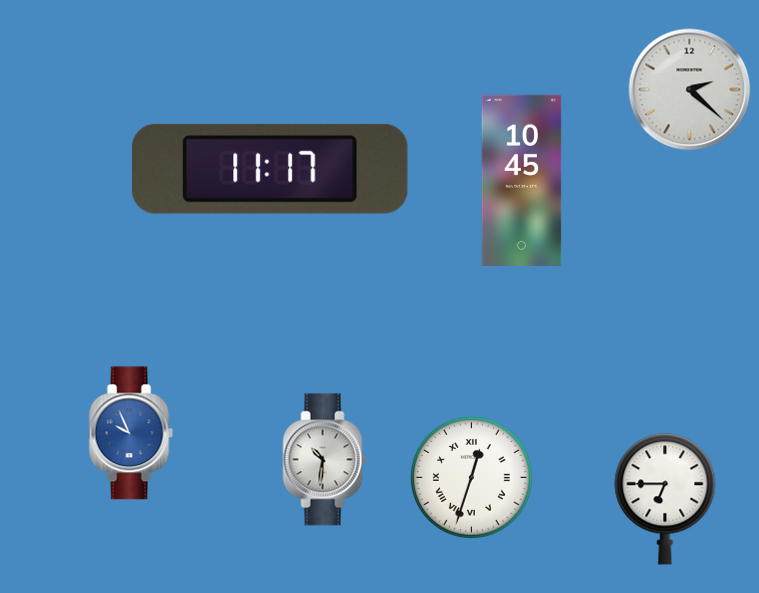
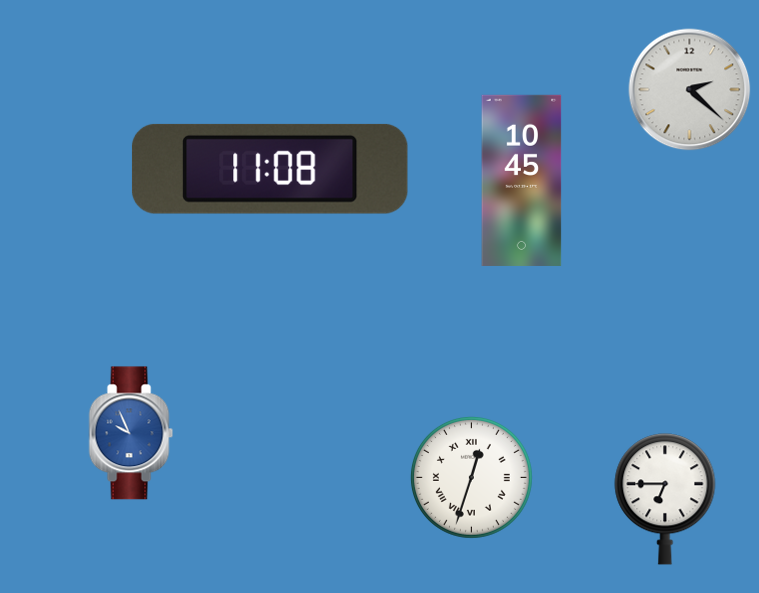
clock at (270, 169): 11:17 -> 11:08
clock at (325, 460): 10:31 -> none
